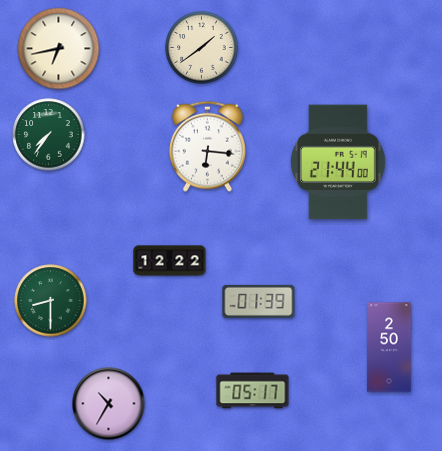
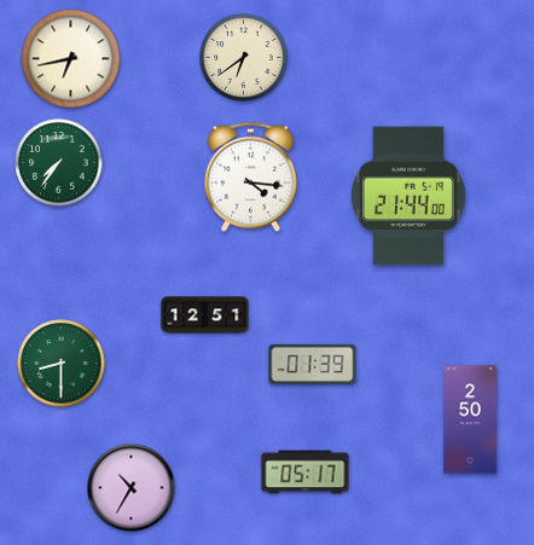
clock at (202, 48): 1:39 -> 6:39
clock at (207, 146): 6:16 -> 4:16
clock at (170, 261): 12:22 -> 12:51
